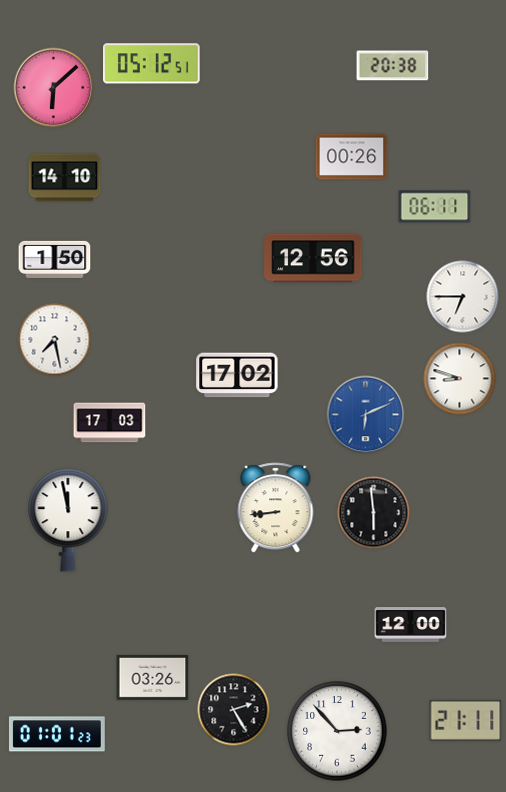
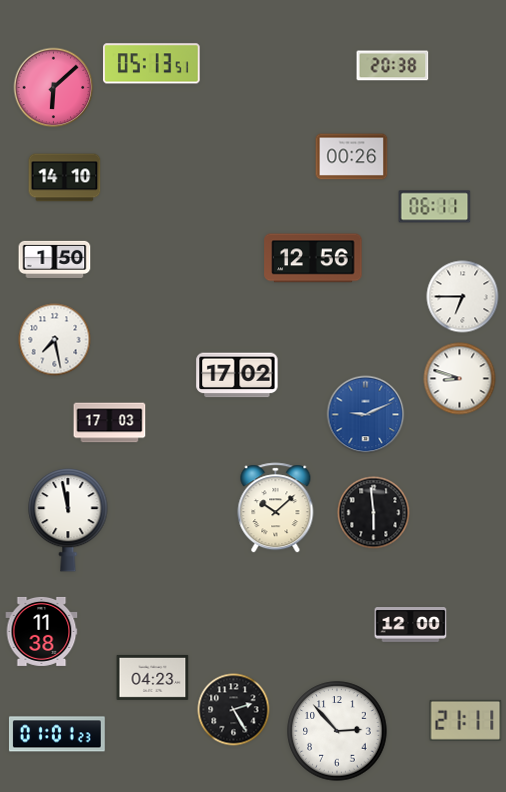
clock at (152, 64): 05:12 -> 05:13
clock at (366, 415): 6:11 -> 9:11
clock at (276, 508): 8:44 -> 10:08
clock at (42, 631): none -> 11:38
clock at (153, 677): 03:26 -> 04:23
